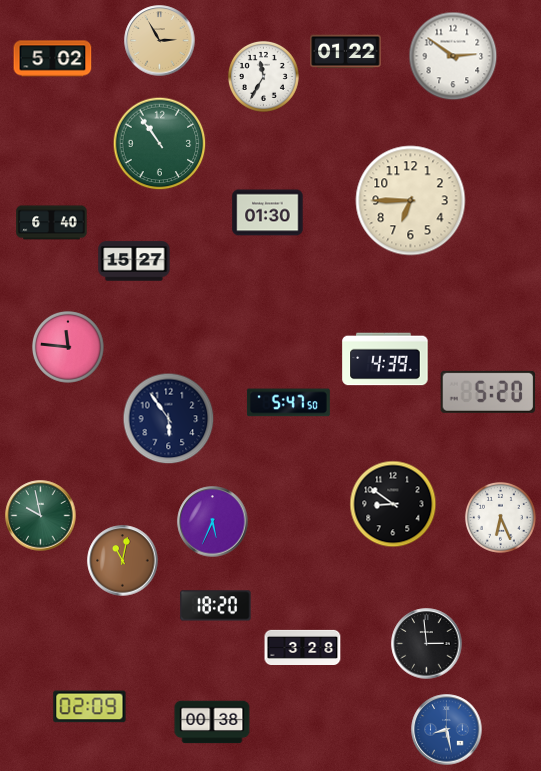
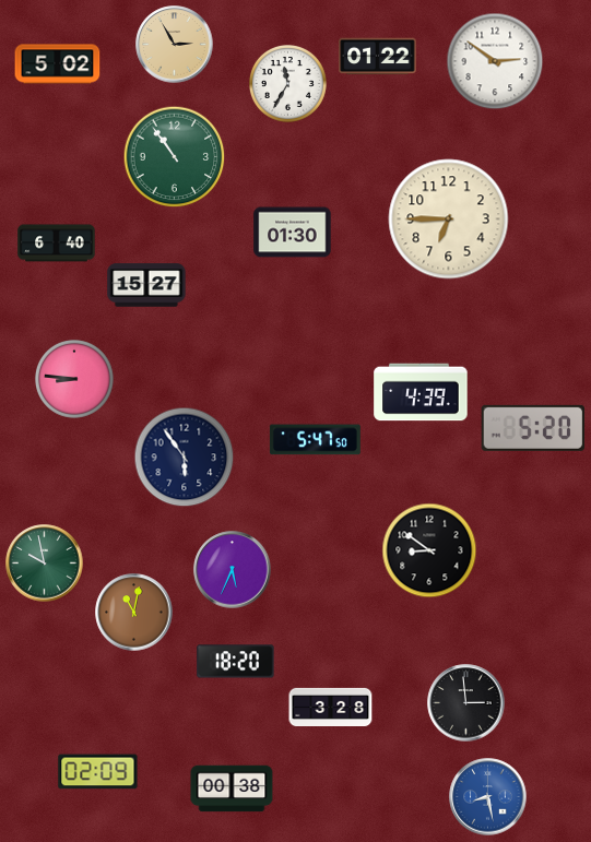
clock at (69, 348): 11:46 -> 8:46
clock at (500, 517): 6:26 -> none
